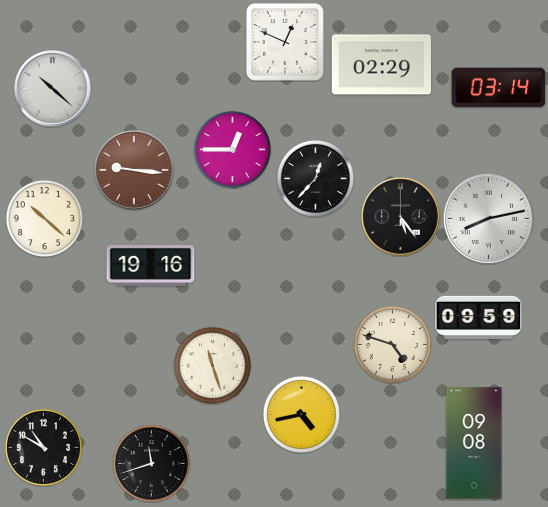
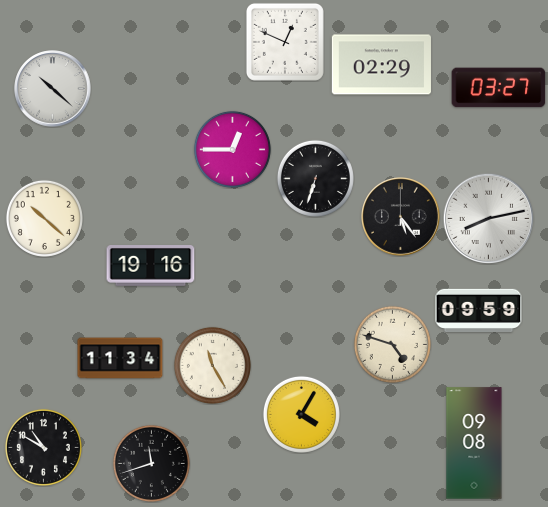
clock at (499, 88): 03:14 -> 03:27
clock at (134, 170): 9:16 -> none
clock at (315, 178): 12:37 -> 6:33
clock at (479, 317) position: (479, 317) -> (479, 310)
clock at (120, 358): none -> 11:34
clock at (212, 365): 11:27 -> 11:25
clock at (301, 414): 4:43 -> 4:05
